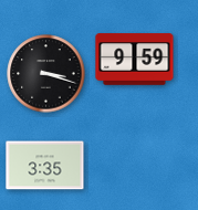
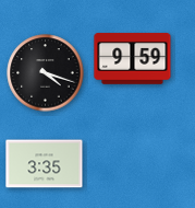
clock at (46, 74): 3:18 -> 4:18
